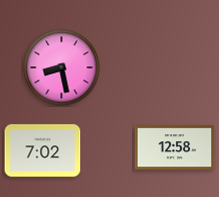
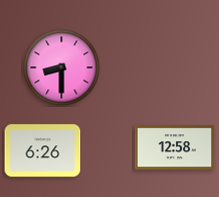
clock at (62, 68): 8:28 -> 8:30
clock at (43, 151): 7:02 -> 6:26
